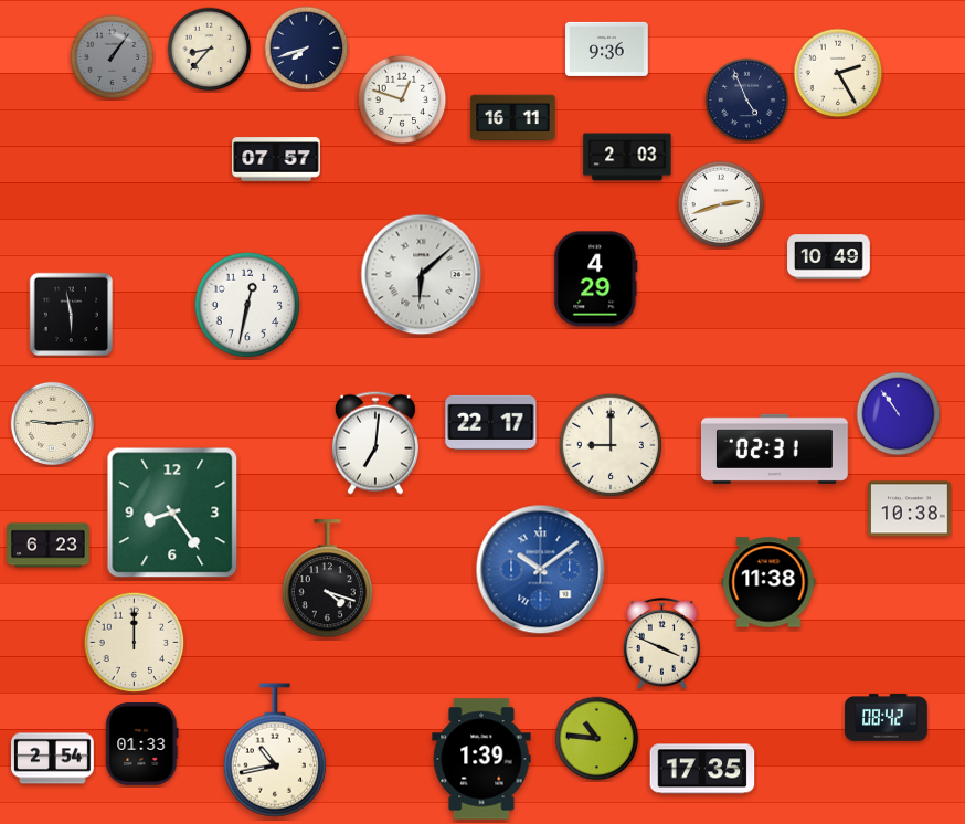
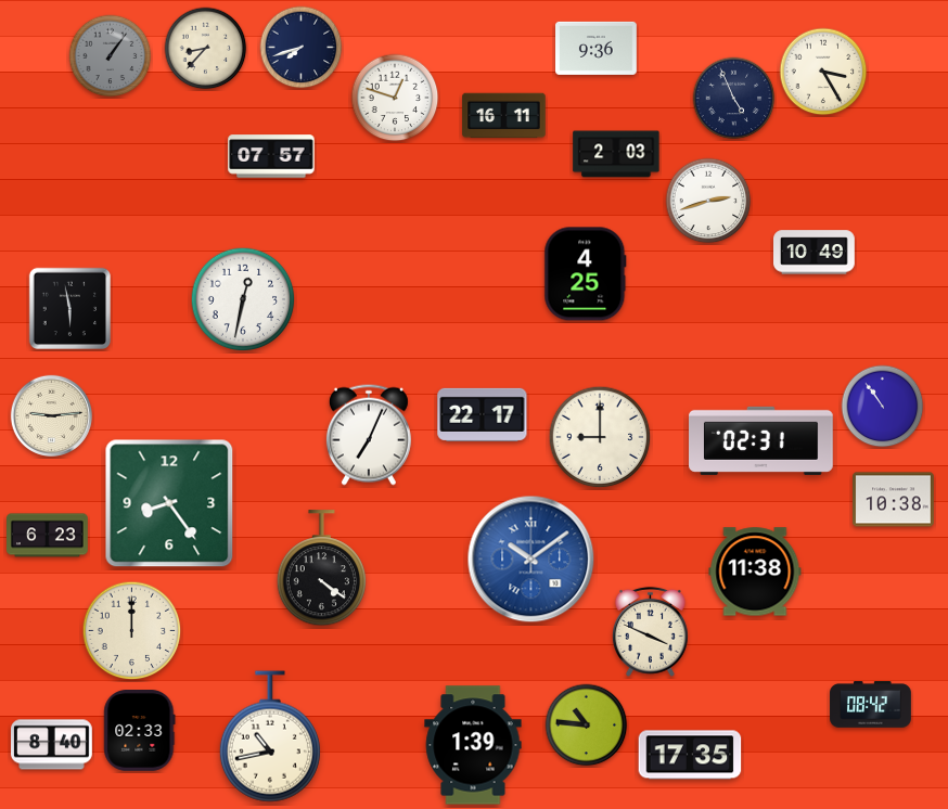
clock at (838, 73): 2:25 -> 3:25
clock at (422, 275): 6:08 -> none
clock at (596, 279): 4:29 -> 4:25
clock at (375, 443): 7:01 -> 7:04
clock at (327, 579): 4:18 -> 4:21
clock at (142, 744): 01:33 -> 02:33
clock at (53, 759): 2:54 -> 8:40
